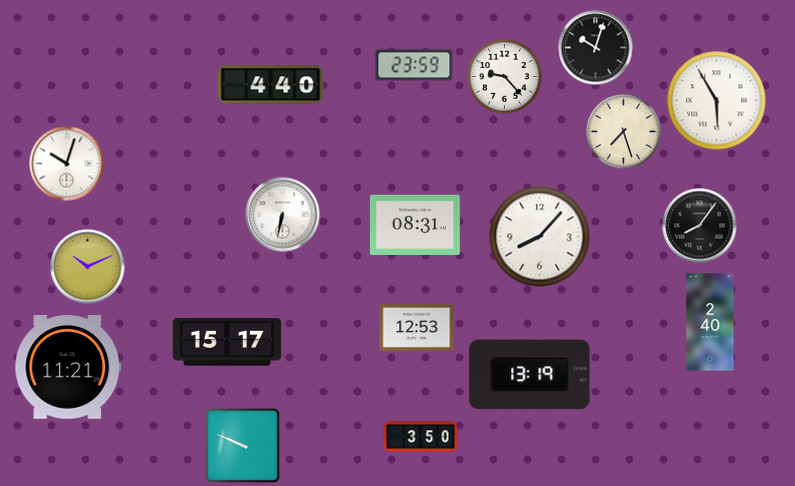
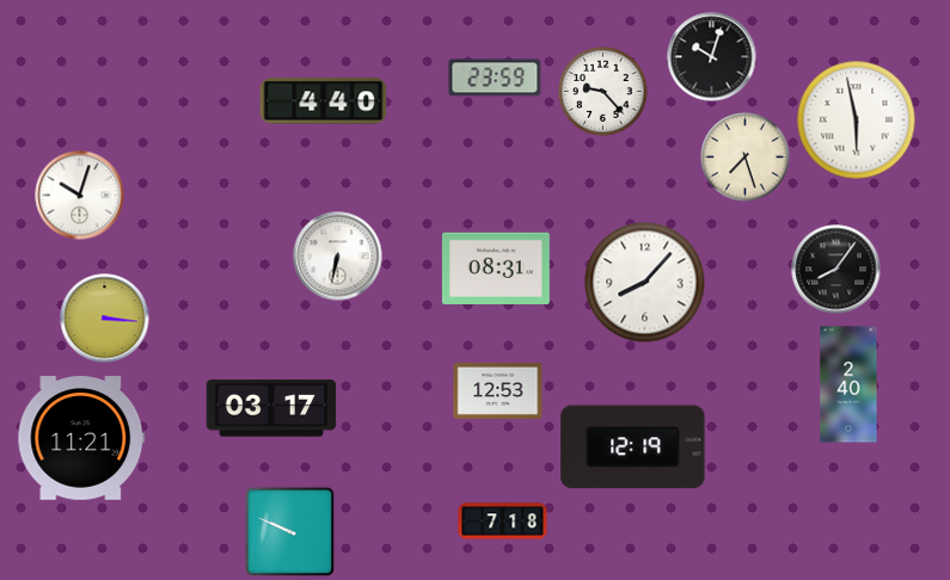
clock at (717, 101): 5:55 -> 5:58
clock at (88, 267): 10:11 -> 3:16
clock at (227, 342): 15:17 -> 03:17
clock at (530, 375): 13:19 -> 12:19
clock at (421, 437): 3:50 -> 7:18
